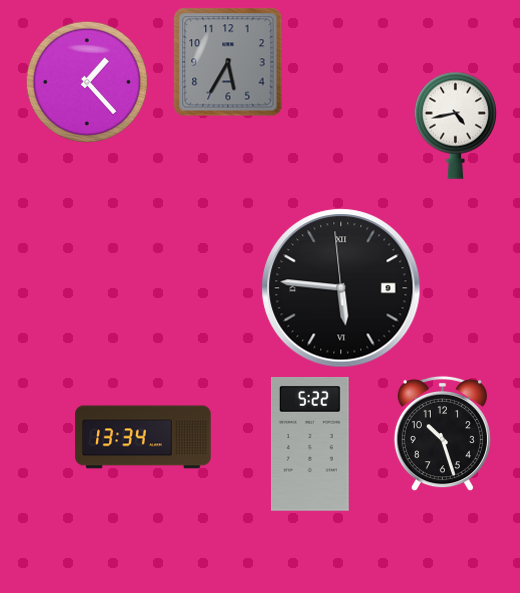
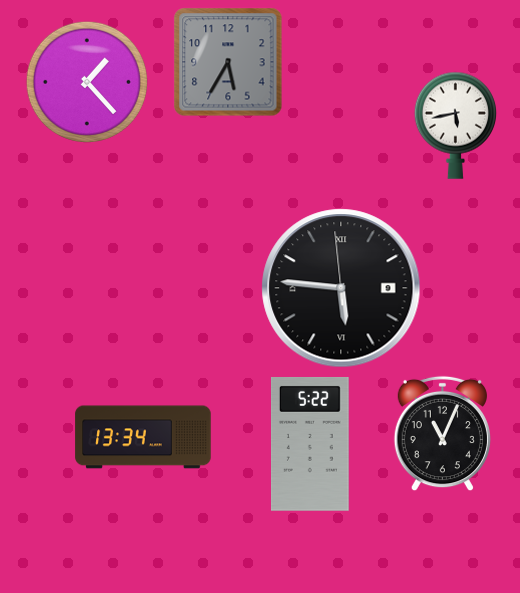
clock at (455, 125): 4:43 -> 5:43
clock at (442, 434): 10:27 -> 11:04
